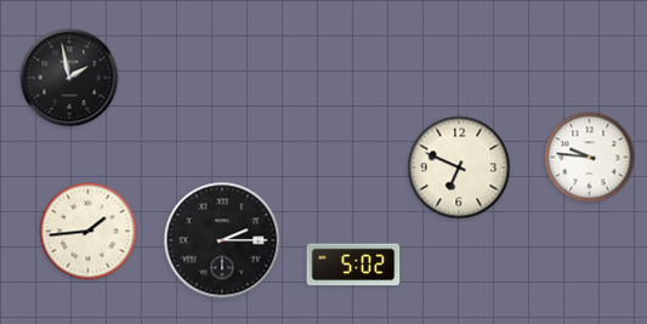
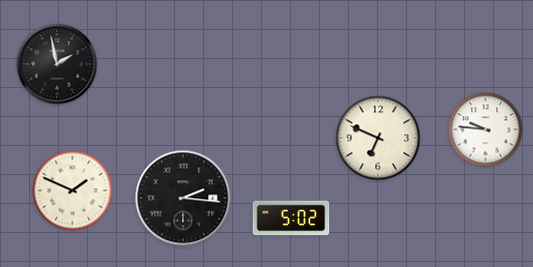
clock at (89, 232): 1:44 -> 1:49
clock at (222, 240): 2:15 -> 2:16
